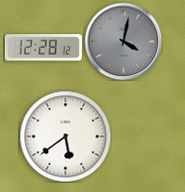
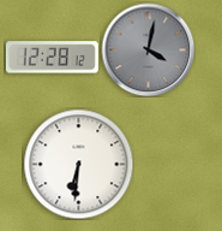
clock at (65, 136): 5:39 -> 6:31
